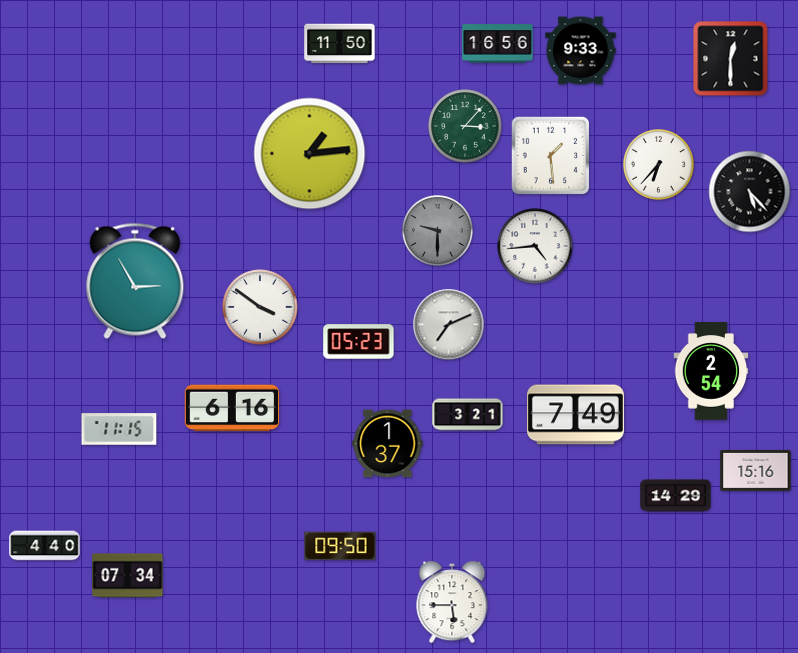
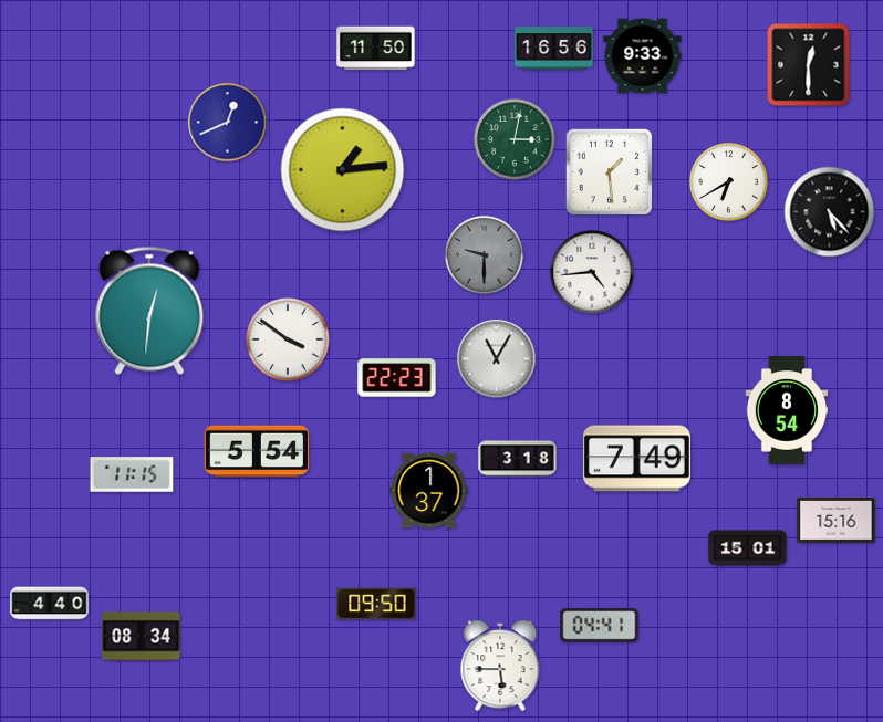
clock at (498, 44) position: (498, 44) -> (554, 49)
clock at (228, 123): none -> 12:41
clock at (465, 126): 3:07 -> 3:02
clock at (659, 165): 6:37 -> 6:40
clock at (135, 281): 2:55 -> 12:31
clock at (449, 325): 7:11 -> 11:05
clock at (359, 342): 05:23 -> 22:23
clock at (711, 371): 2:54 -> 8:54
clock at (232, 408): 6:16 -> 5:54
clock at (468, 415): 3:21 -> 3:18
clock at (676, 496): 14:29 -> 15:01
clock at (600, 626): none -> 04:41
clock at (128, 576): 07:34 -> 08:34
